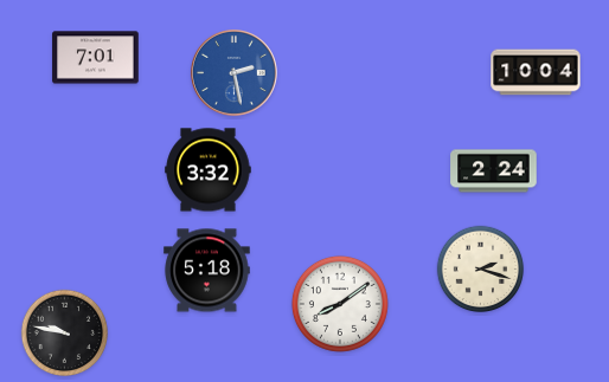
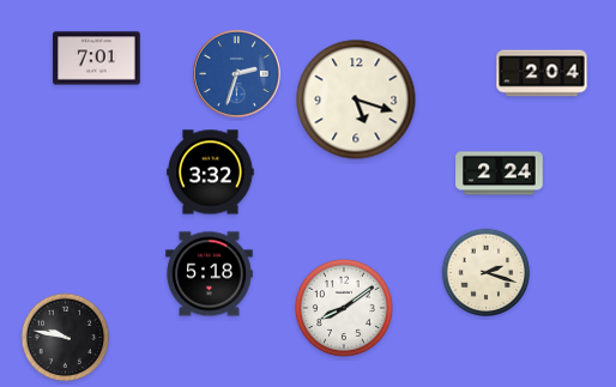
clock at (233, 72): 2:28 -> 2:33
clock at (536, 72): 10:04 -> 2:04
clock at (356, 99): none -> 5:18
